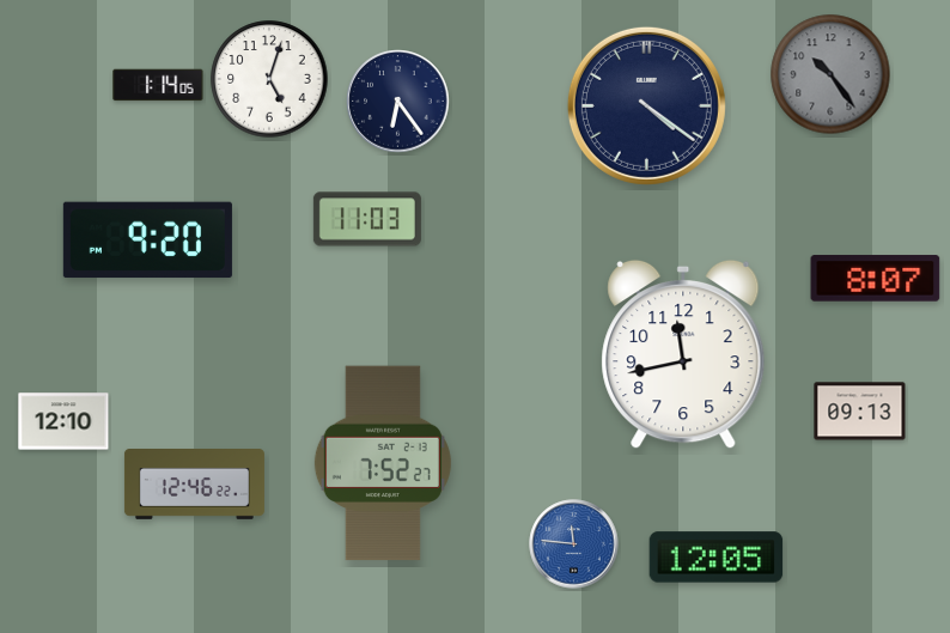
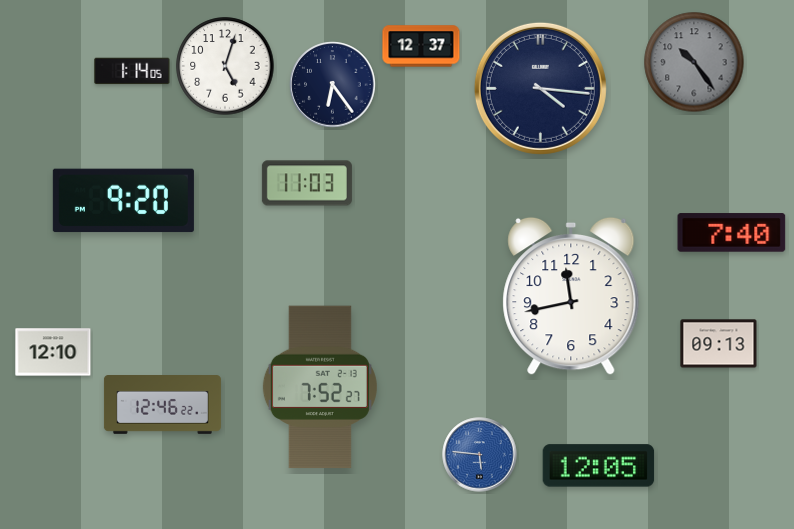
clock at (421, 46): none -> 12:37
clock at (646, 105): 4:21 -> 4:16
clock at (876, 279): 8:07 -> 7:40
clock at (574, 544): 11:46 -> 5:46
